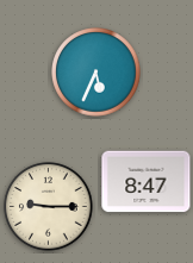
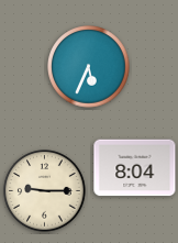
clock at (147, 182): 8:47 -> 8:04
